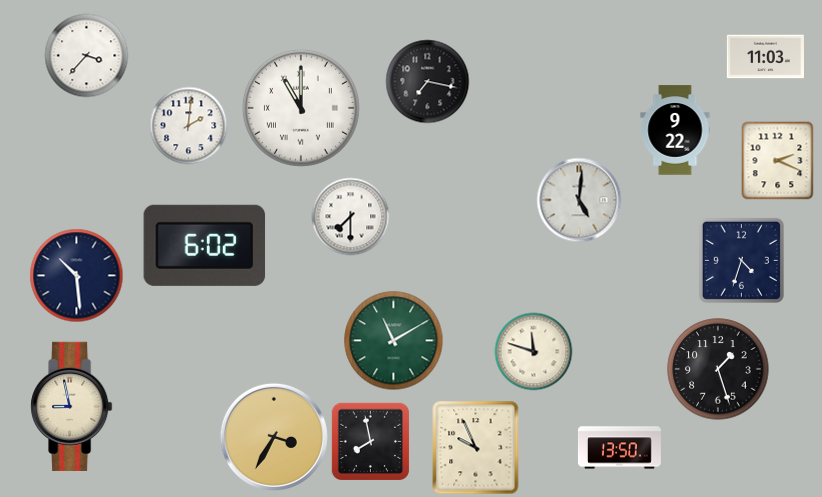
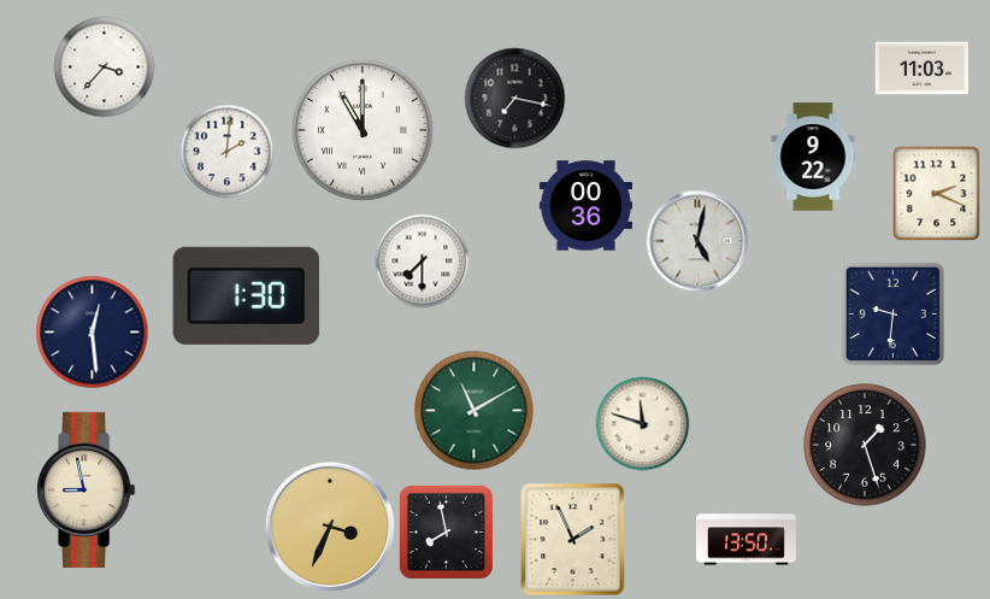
clock at (585, 206): none -> 00:36
clock at (579, 200): 5:01 -> 5:02
clock at (205, 245): 6:02 -> 1:30
clock at (741, 260): 4:33 -> 9:31
clock at (76, 275): 10:29 -> 12:29
clock at (274, 437): 3:35 -> 3:34
clock at (476, 447): 9:56 -> 1:56
